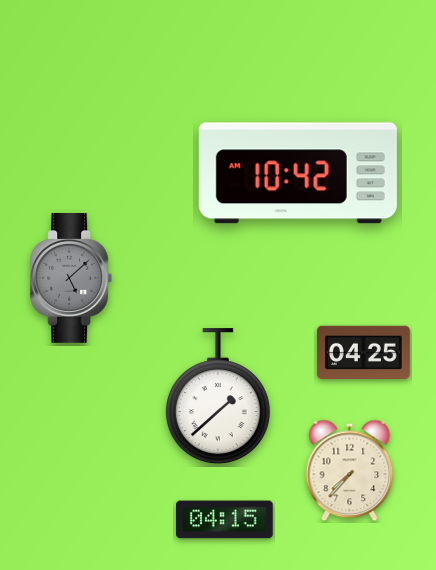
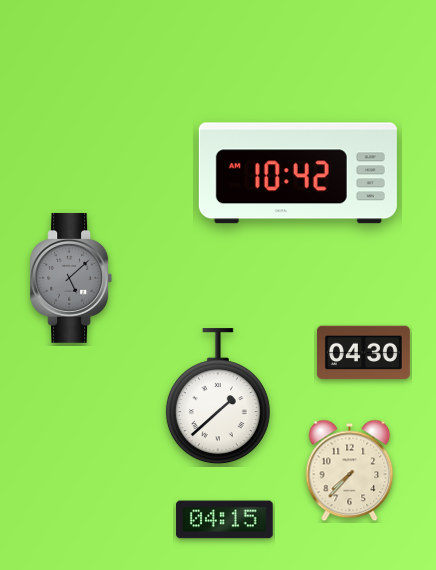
clock at (363, 353): 04:25 -> 04:30
